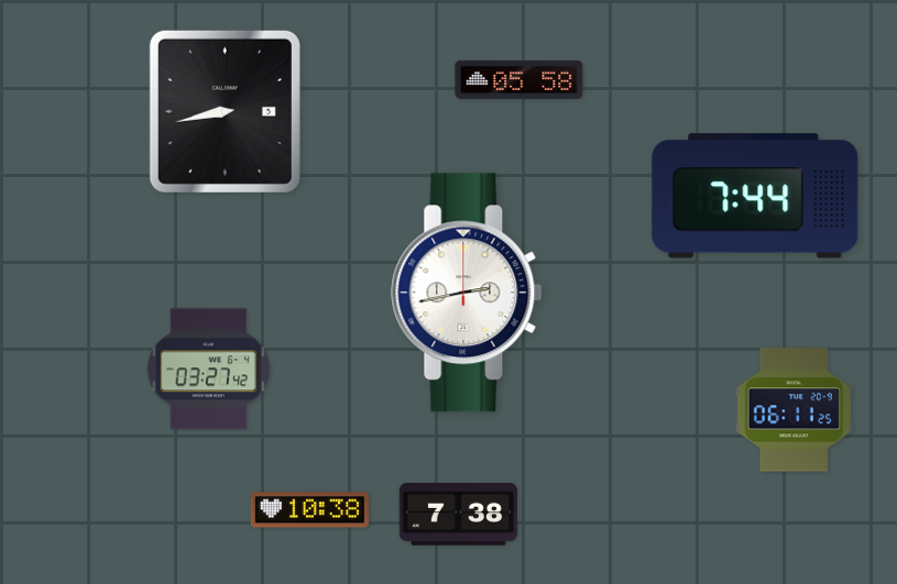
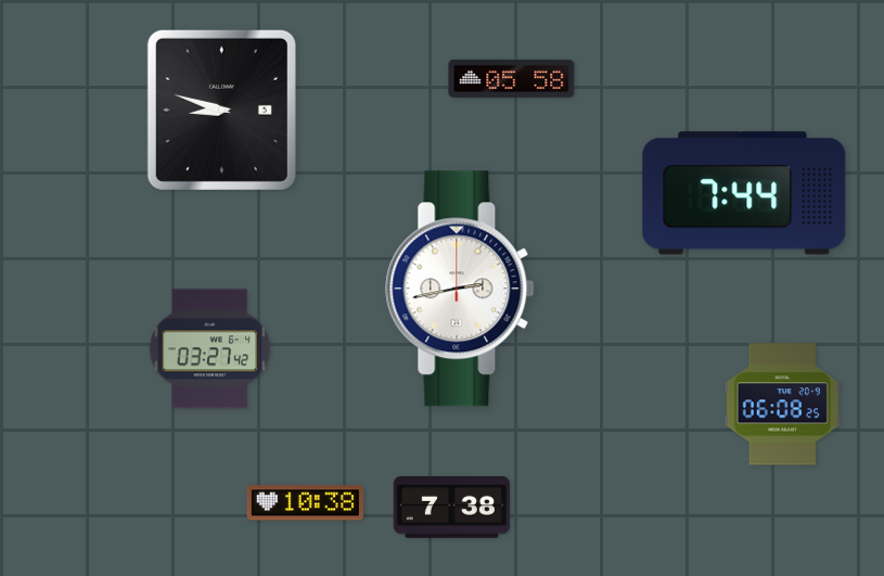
clock at (225, 111): 8:43 -> 8:48
clock at (209, 370) position: (209, 370) -> (210, 349)
clock at (794, 410): 06:11 -> 06:08
